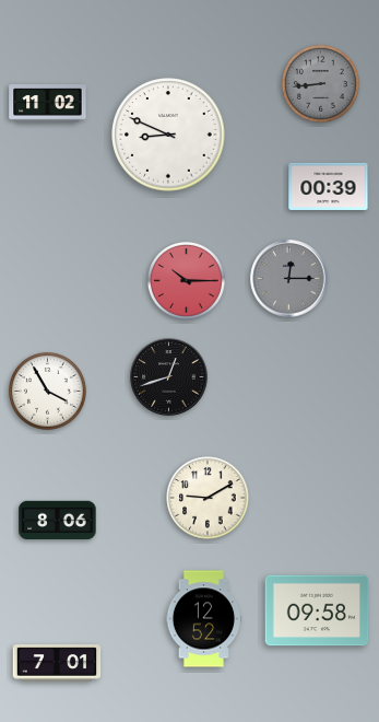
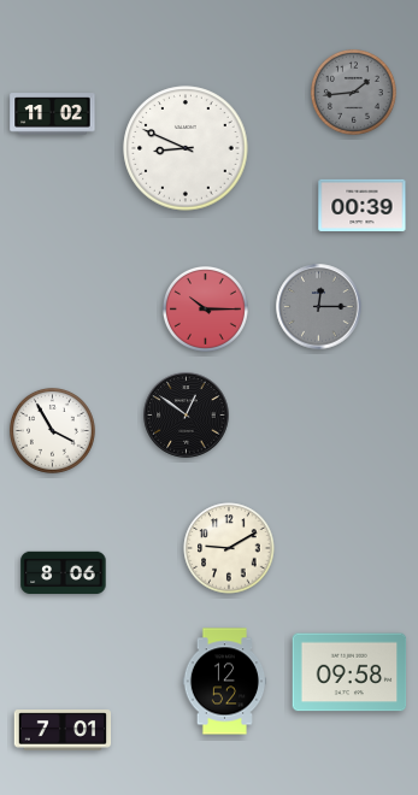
clock at (320, 83): 8:44 -> 1:44
clock at (169, 377): 12:42 -> 12:51
